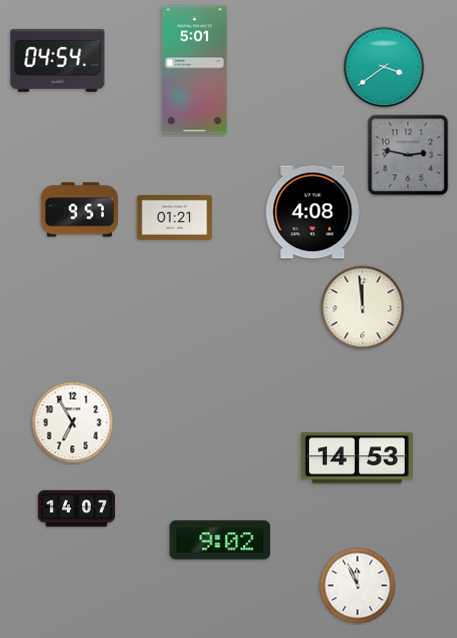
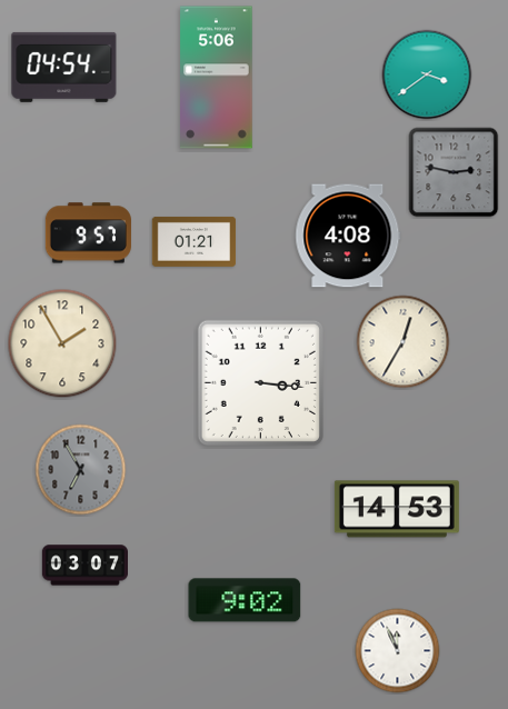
clock at (195, 70): 5:01 -> 5:06
clock at (363, 308): 11:59 -> 12:35
clock at (62, 343): none -> 1:55
clock at (260, 382): none -> 3:16
clock at (73, 423) dial: white -> grey
clock at (76, 509): 14:07 -> 03:07
